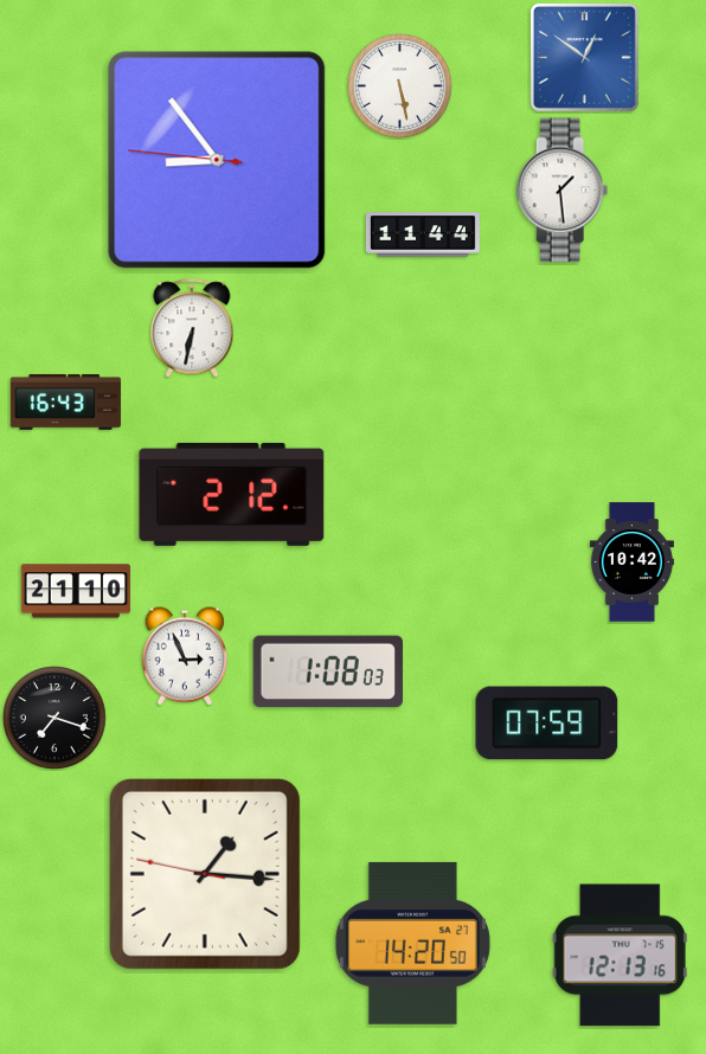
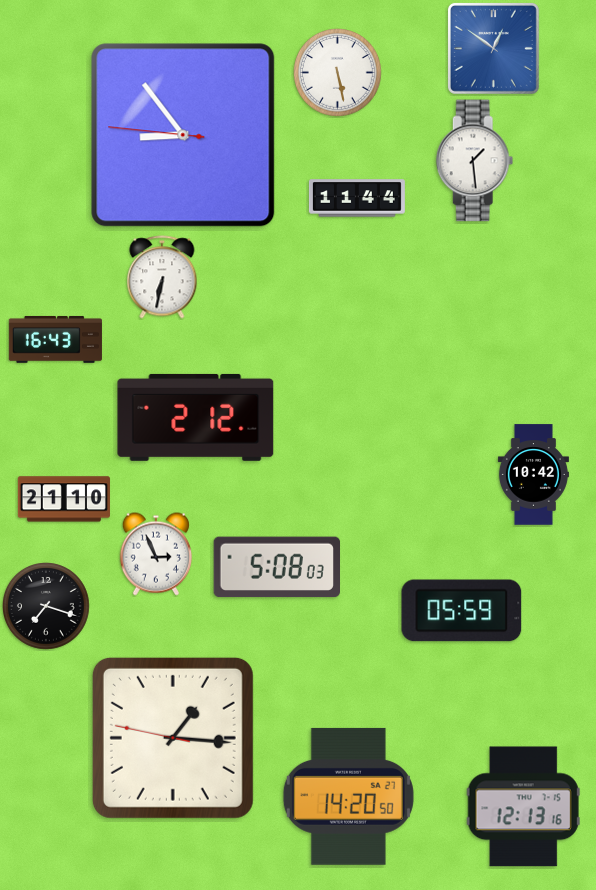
clock at (327, 671): 1:08 -> 5:08
clock at (547, 724): 07:59 -> 05:59
